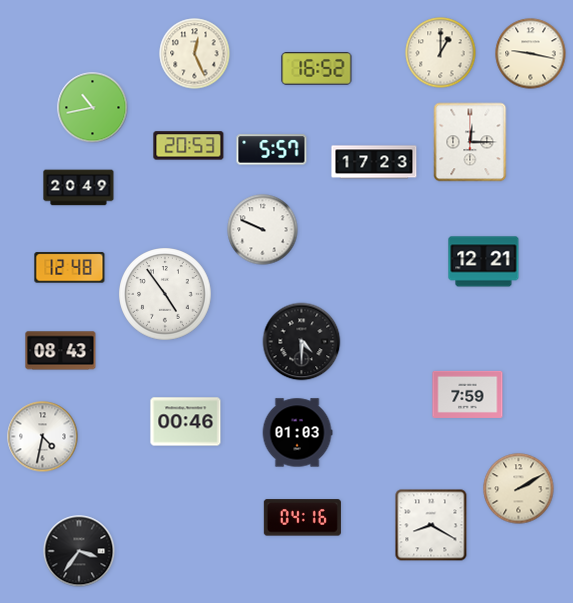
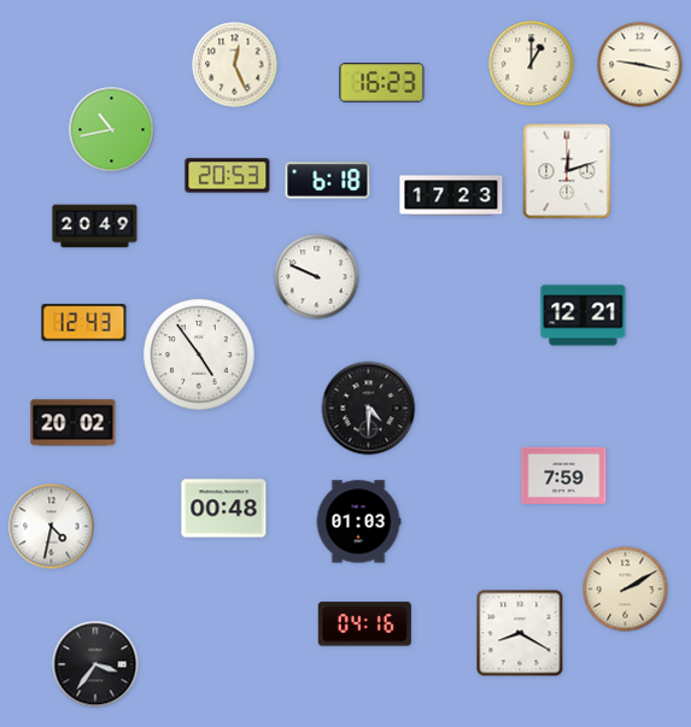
clock at (317, 69): 16:52 -> 16:23
clock at (470, 142): 12:15 -> 12:12
clock at (272, 150): 5:57 -> 6:18
clock at (70, 268): 12:48 -> 12:43
clock at (302, 342) position: (302, 342) -> (369, 409)
clock at (61, 351): 08:43 -> 20:02
clock at (186, 422): 00:46 -> 00:48
